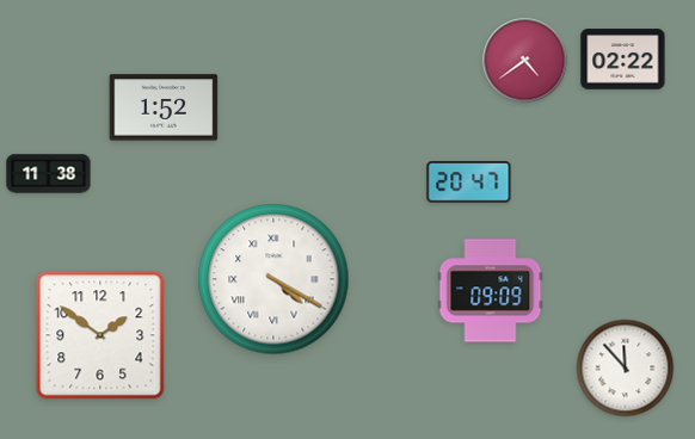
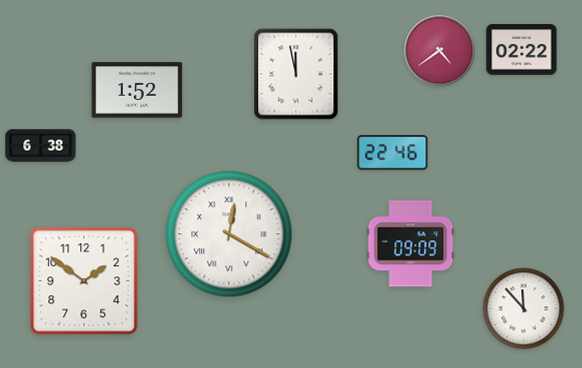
clock at (296, 74): none -> 11:58
clock at (49, 174): 11:38 -> 6:38
clock at (469, 183): 20:47 -> 22:46
clock at (273, 279): 4:20 -> 12:20
